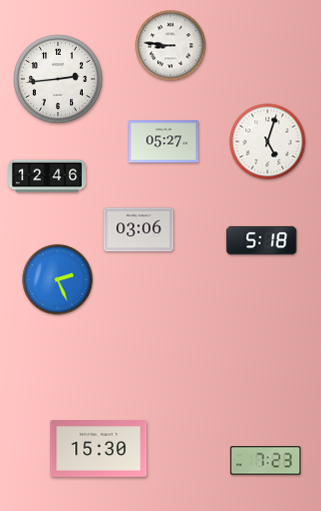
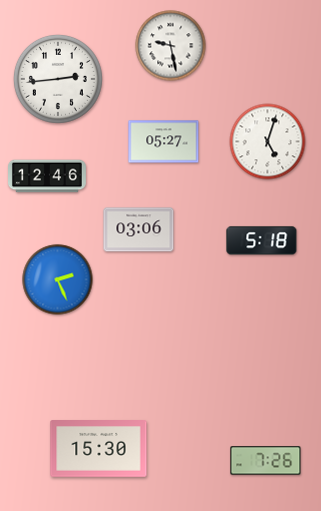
clock at (171, 46): 8:46 -> 9:28
clock at (266, 461): 7:23 -> 7:26
